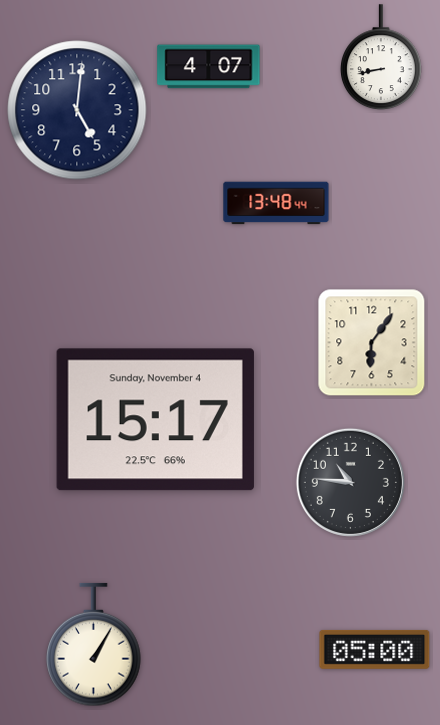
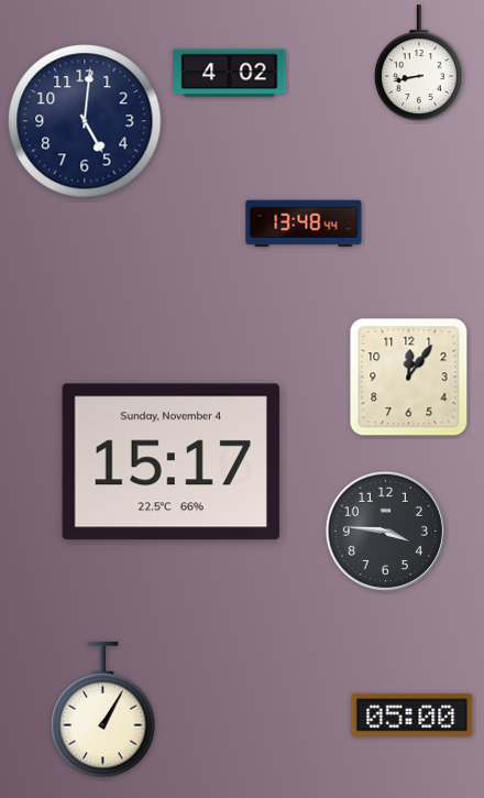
clock at (209, 67): 4:07 -> 4:02
clock at (372, 343): 6:06 -> 12:06
clock at (350, 482): 10:46 -> 3:46
